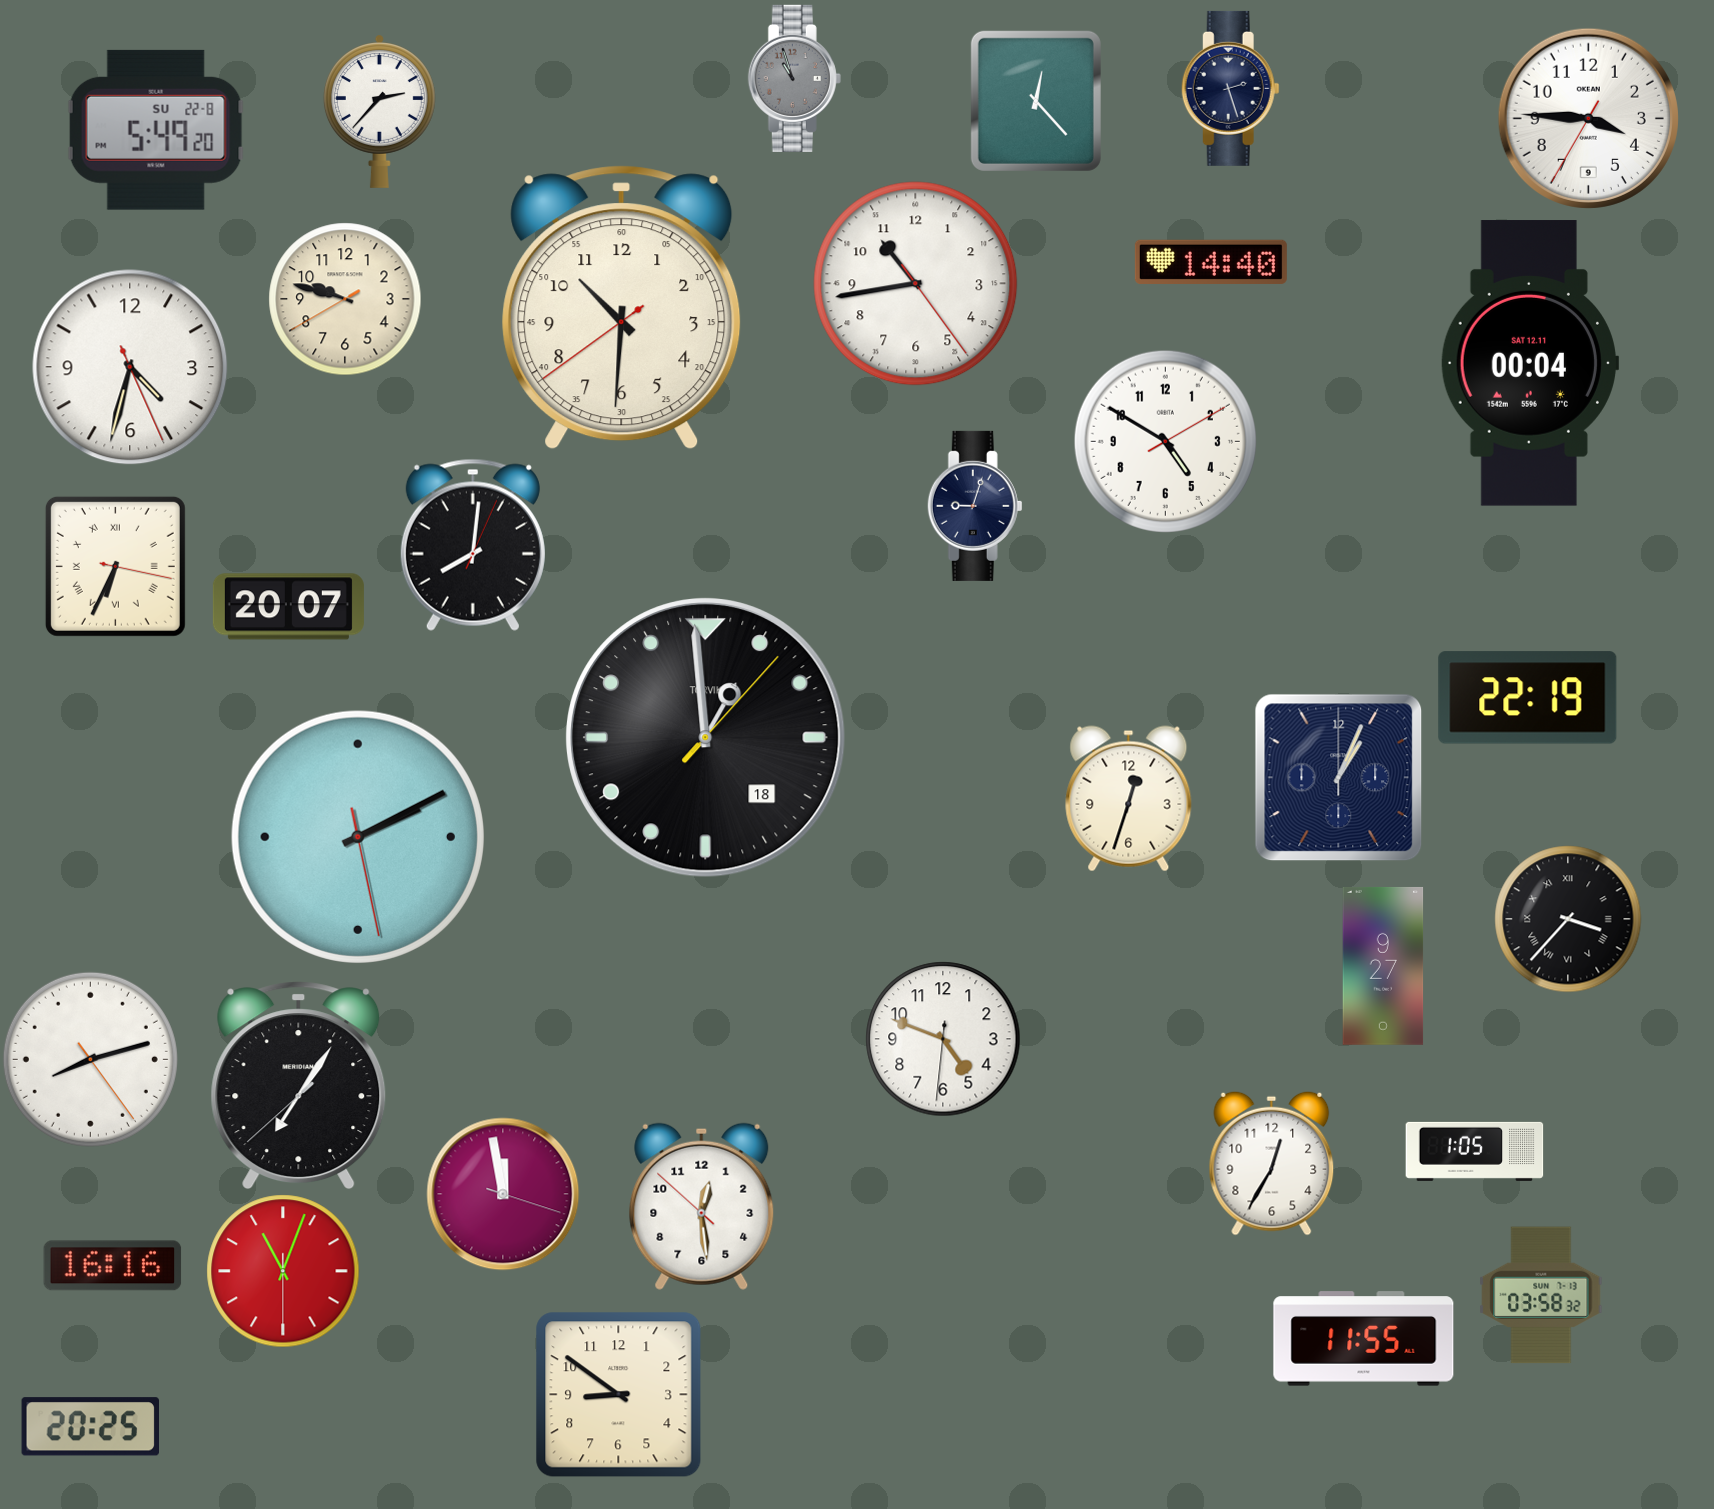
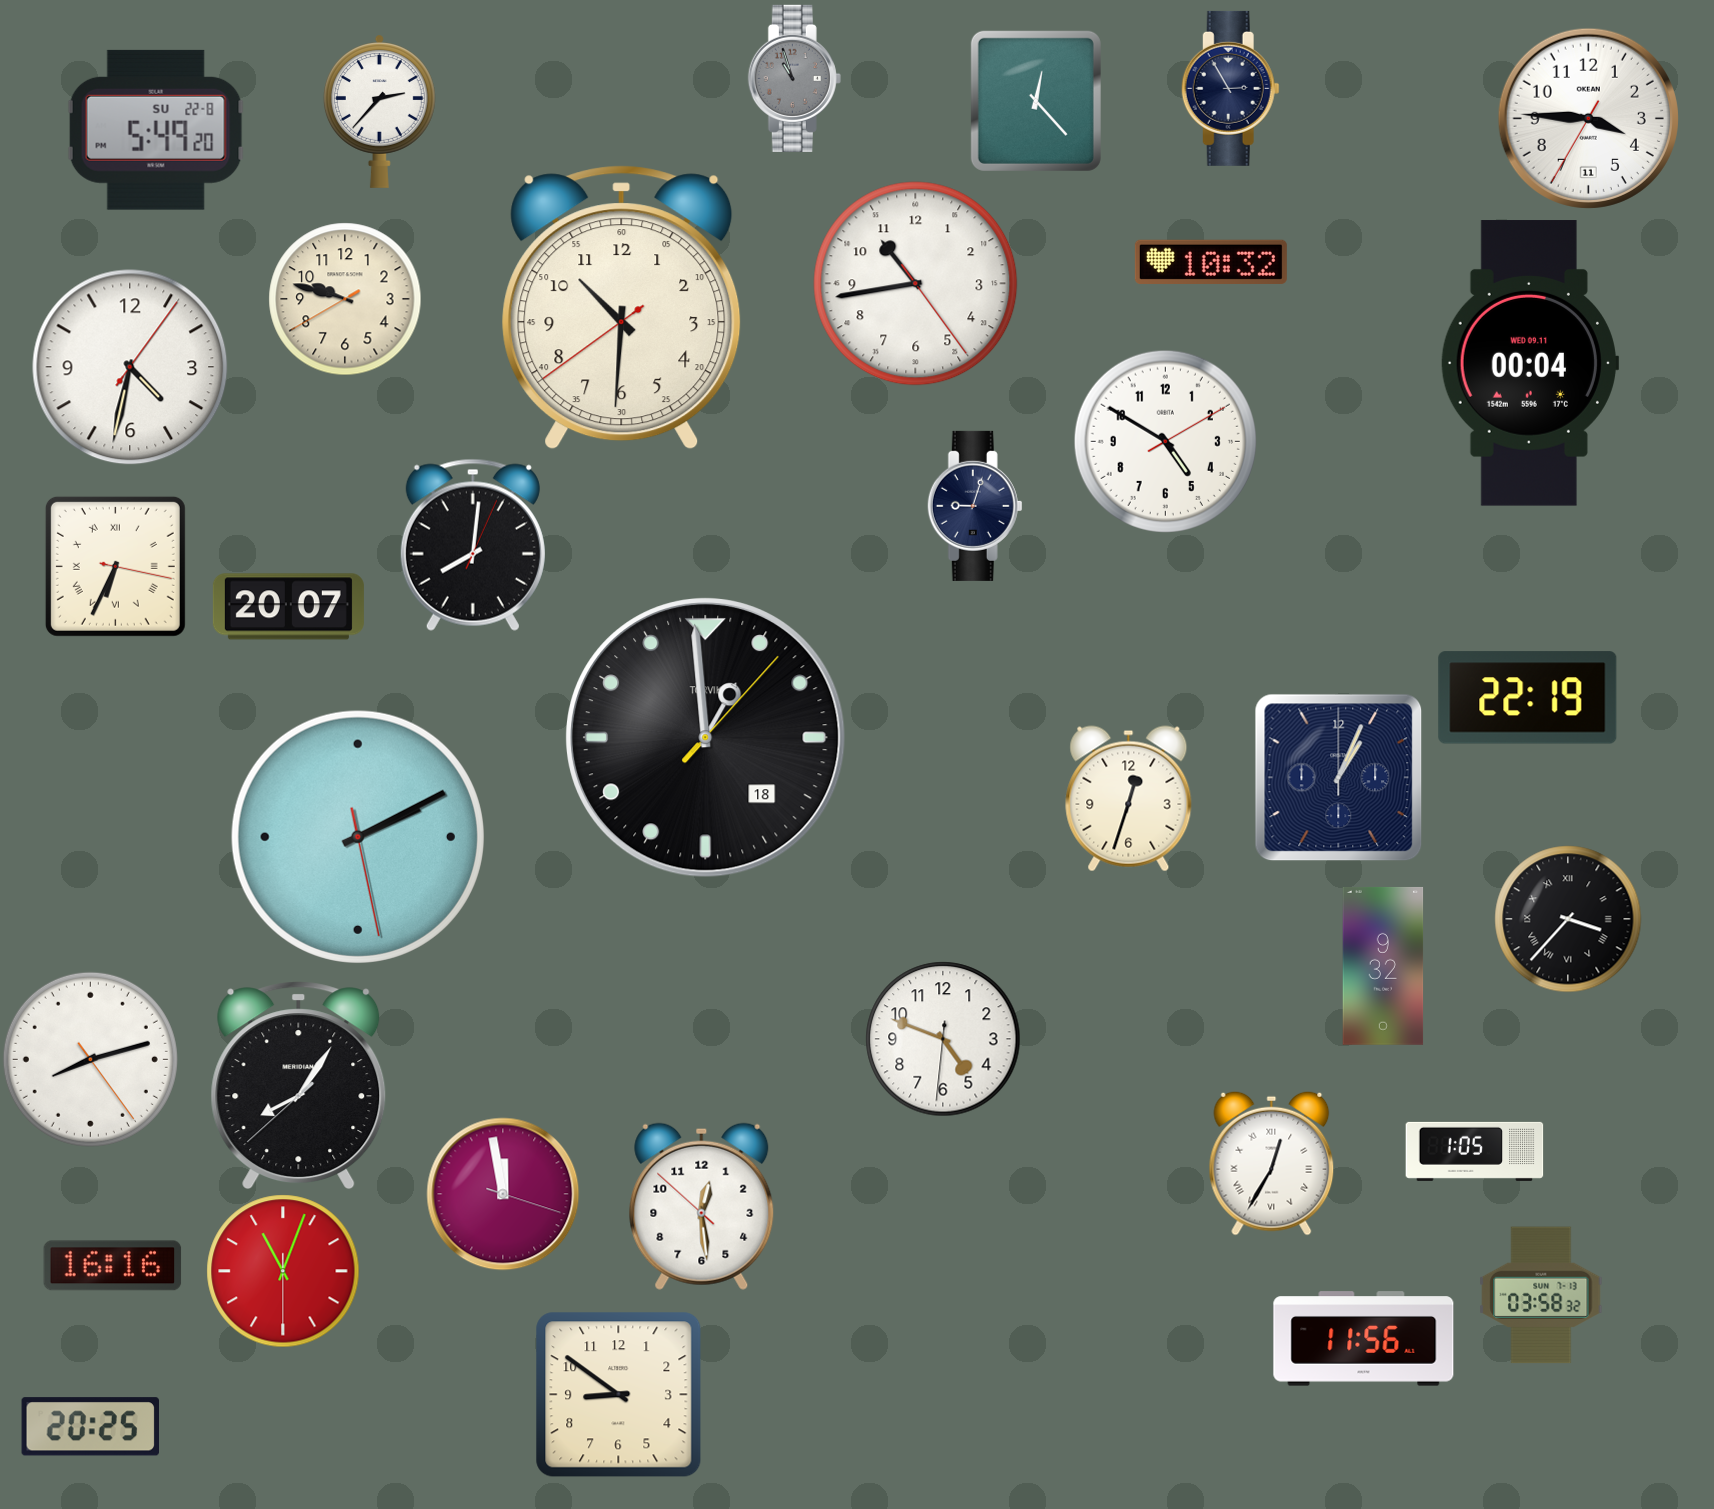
clock at (1230, 88): 2:27 -> 2:55
clock at (1588, 118) date: 9 -> 11
clock at (1211, 262): 14:40 -> 10:32
clock at (1529, 363) date: SAT 12.11 -> WED 09.11
clock at (130, 367): 4:32:26 -> 4:32:06
clock at (1383, 966): 9:27 -> 9:32
clock at (299, 1086): 7:05 -> 8:05
clock at (1272, 1163) numerals: Arabic -> Roman
clock at (1364, 1339): 11:55 -> 11:56
